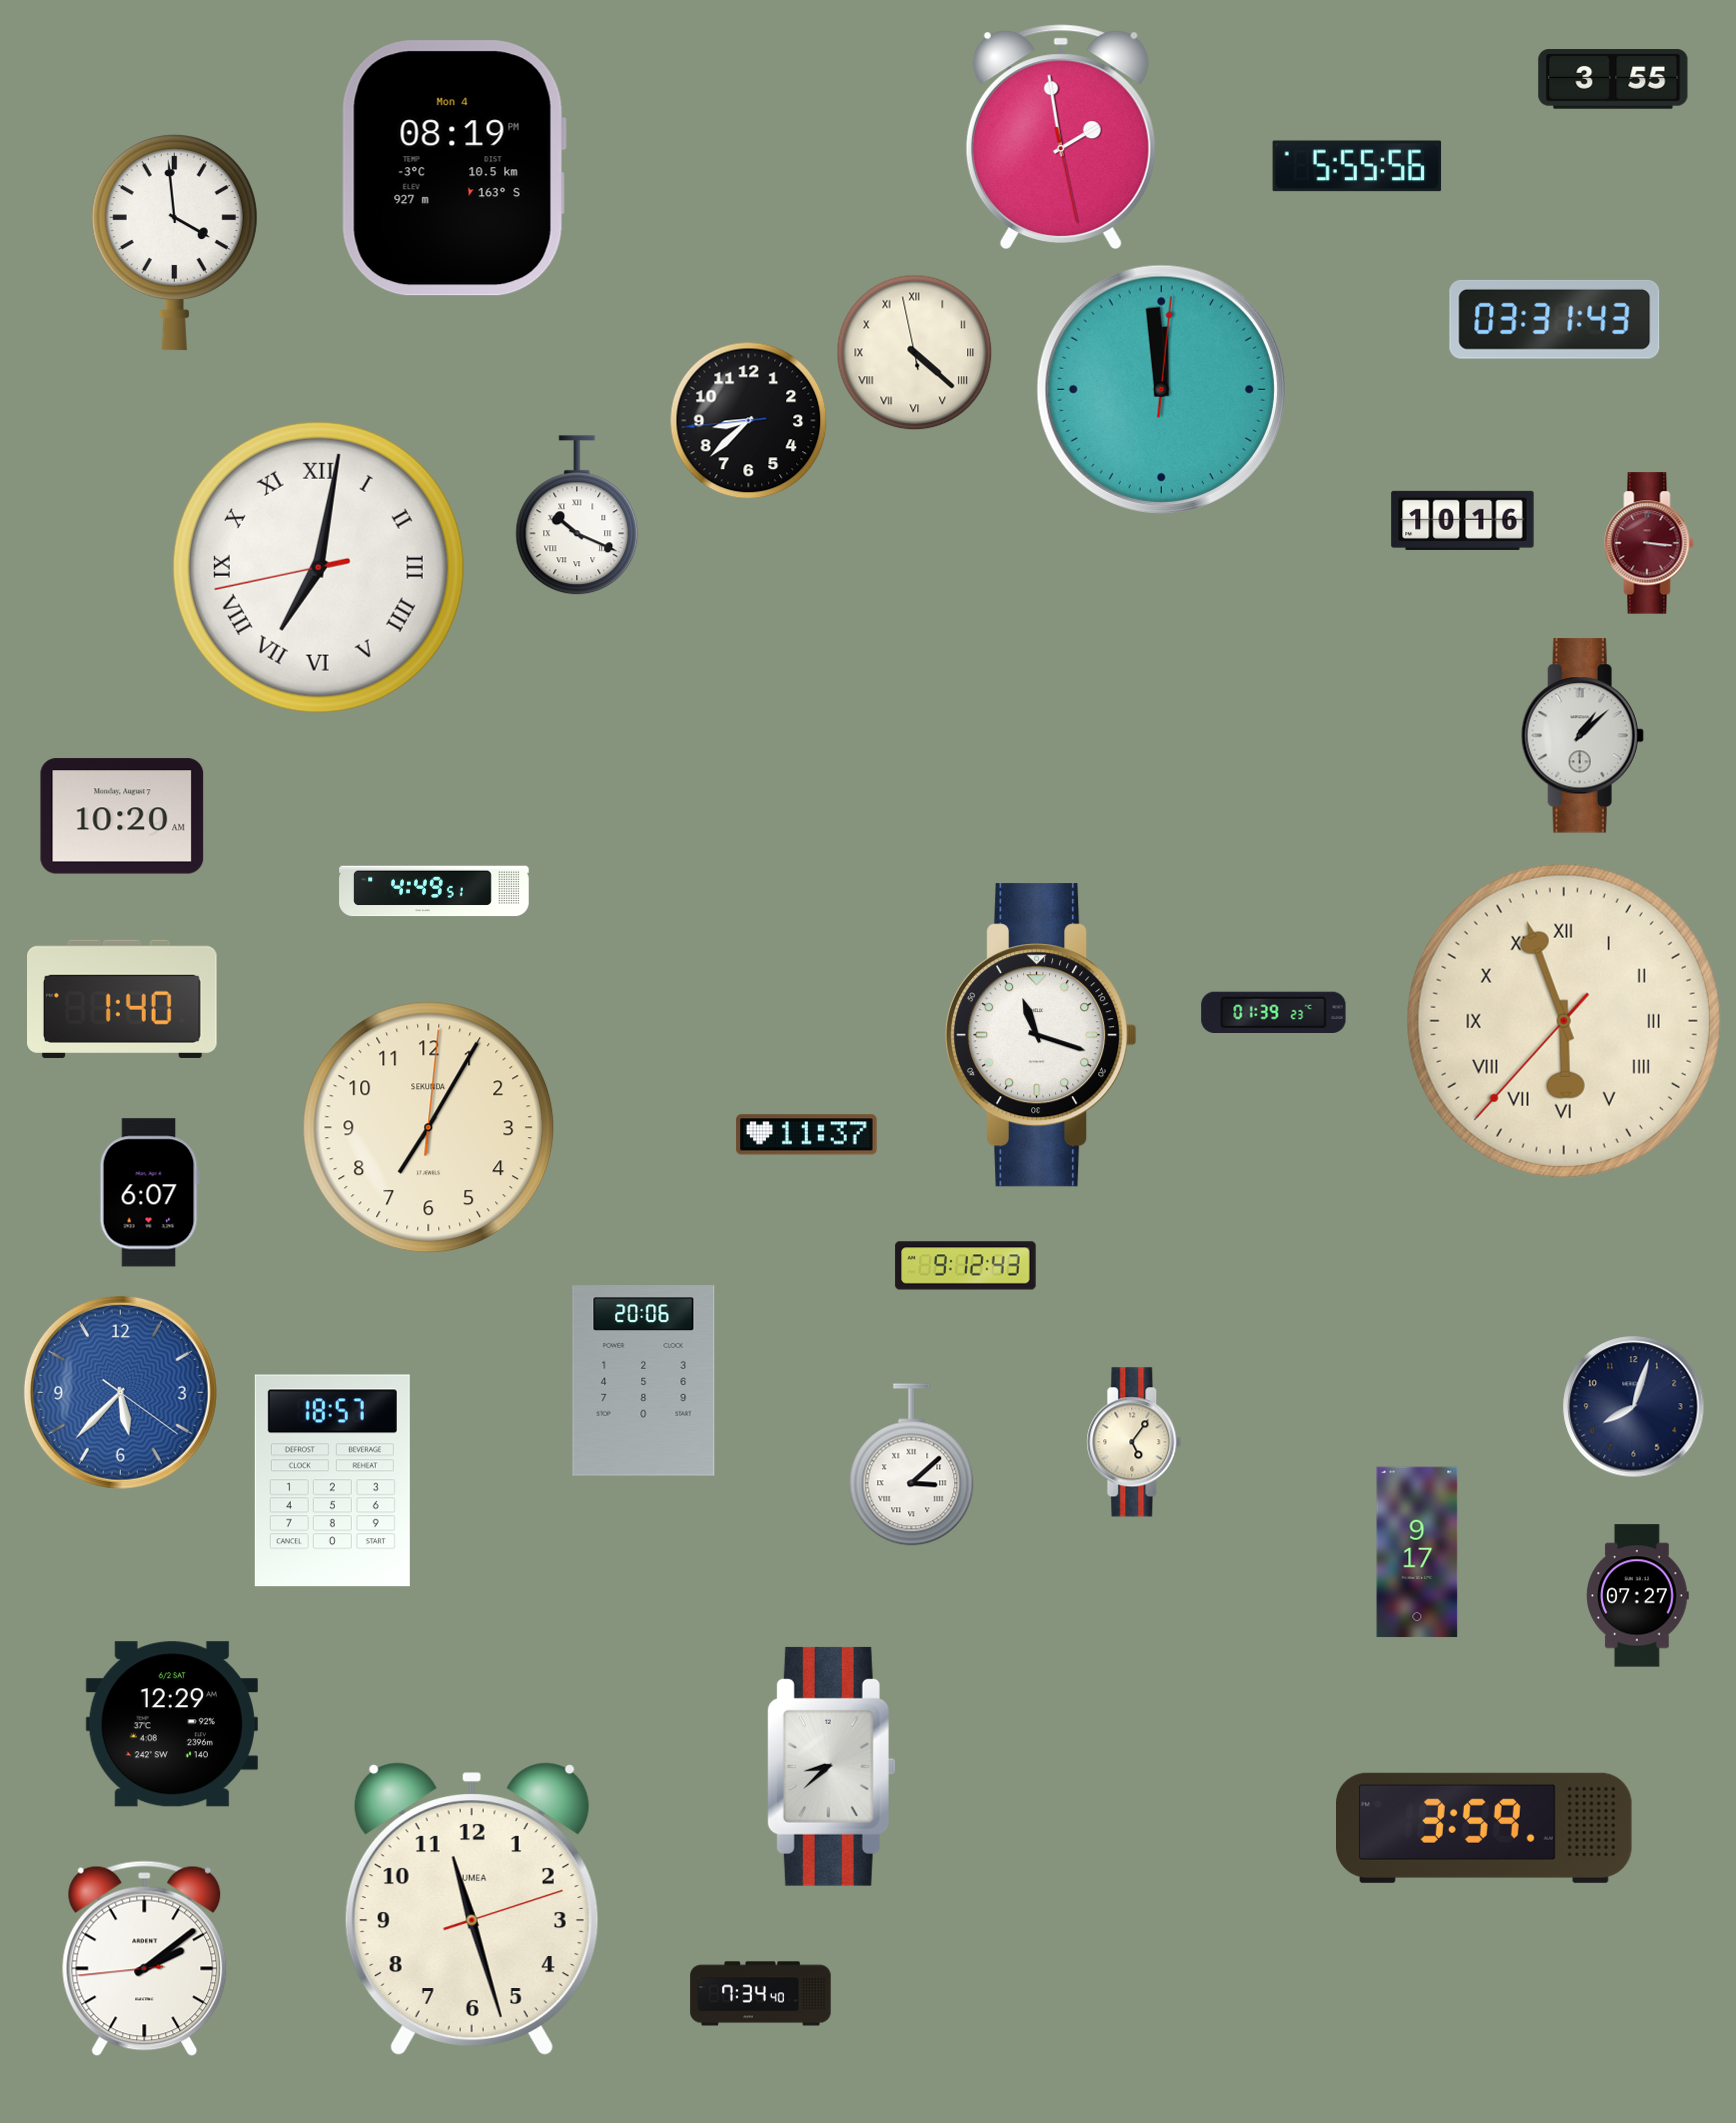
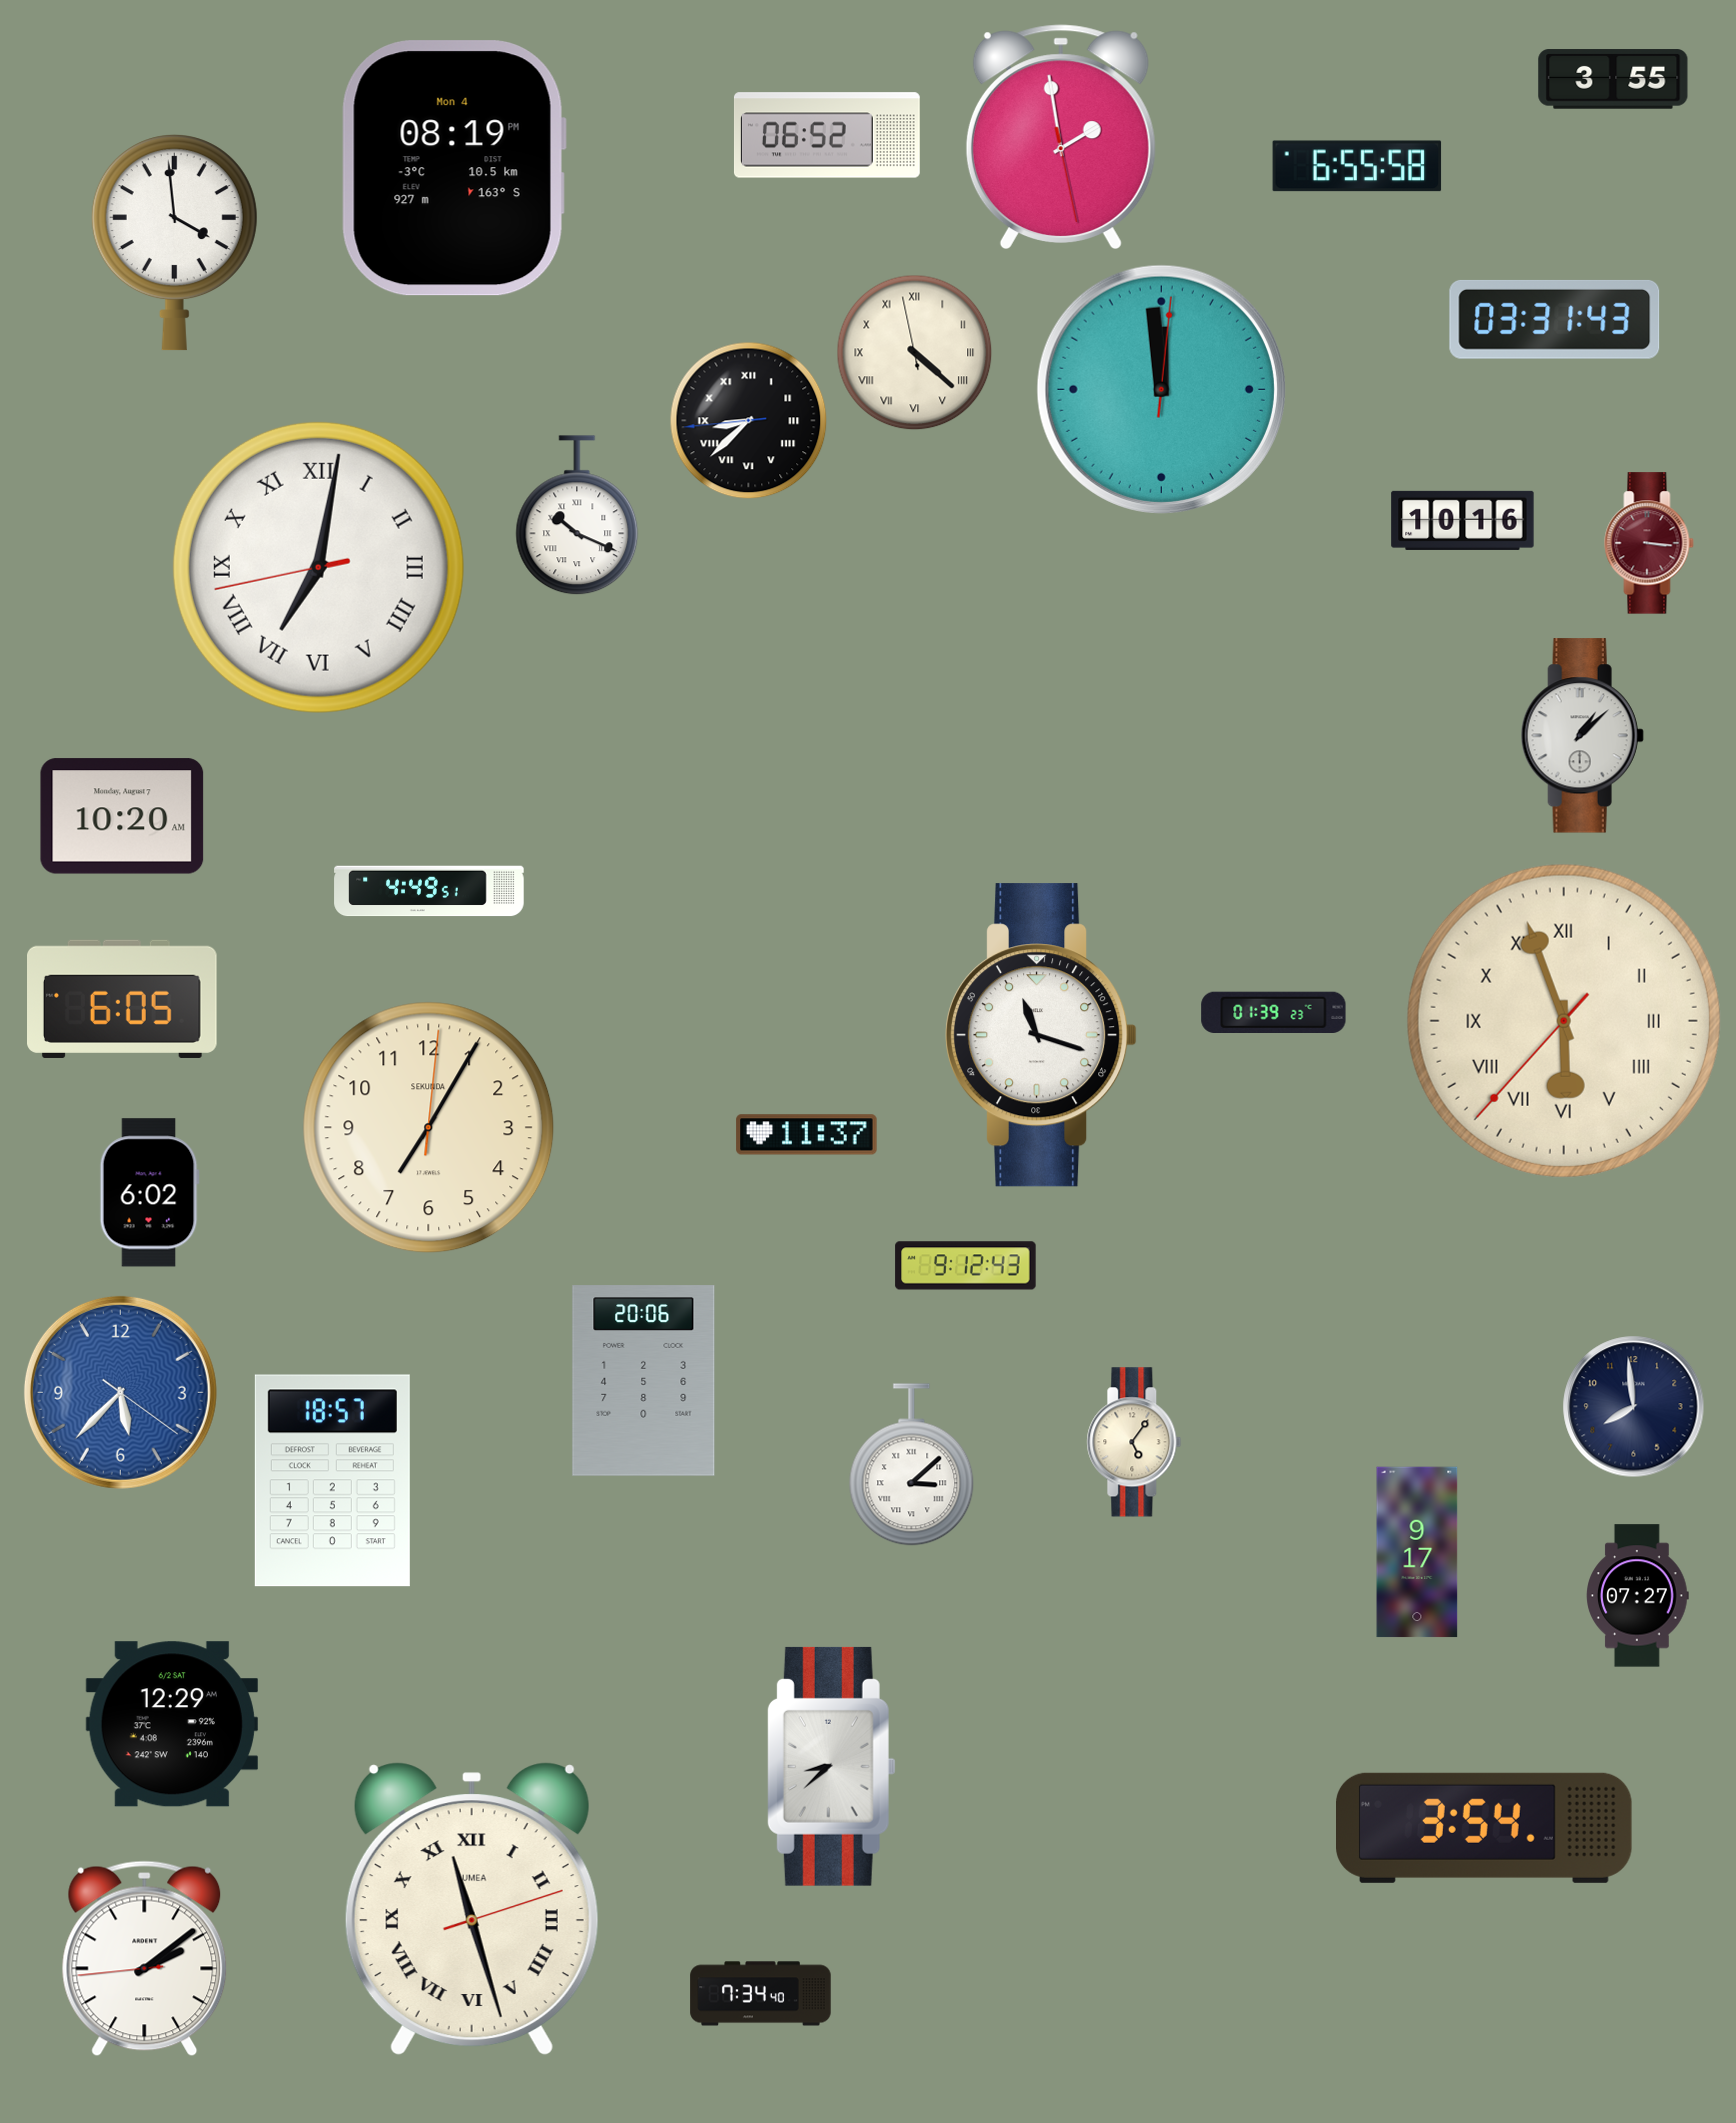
clock at (827, 135): none -> 06:52
clock at (1357, 166): 5:55 -> 6:55
clock at (749, 421) numerals: Arabic -> Roman
clock at (434, 891) position: (434, 891) -> (429, 891)
clock at (123, 999): 1:40 -> 6:05
clock at (149, 1193): 6:07 -> 6:02
clock at (1634, 1407): 8:03 -> 7:59
clock at (1484, 1828): 3:59 -> 3:54
clock at (472, 1909) numerals: Arabic -> Roman
